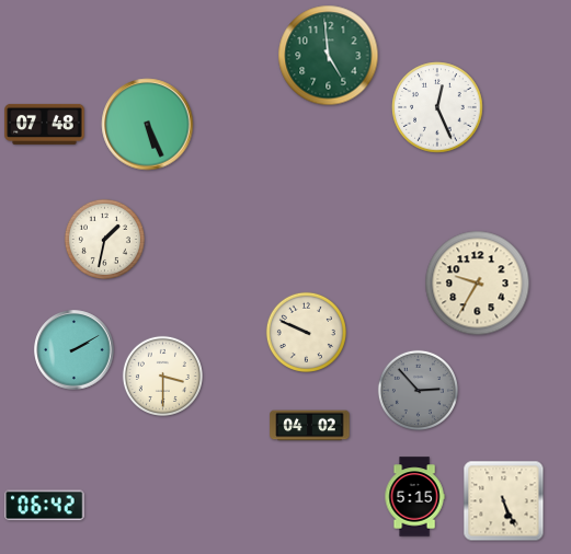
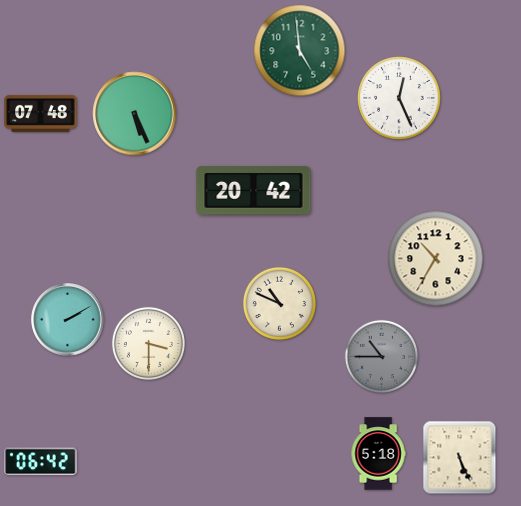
clock at (254, 191): none -> 20:42
clock at (104, 239): 1:32 -> none
clock at (478, 284): 9:35 -> 10:35
clock at (306, 332): 9:49 -> 10:49
clock at (418, 390): 2:53 -> 10:45
clock at (310, 426): 04:02 -> none
clock at (414, 497): 5:15 -> 5:18
